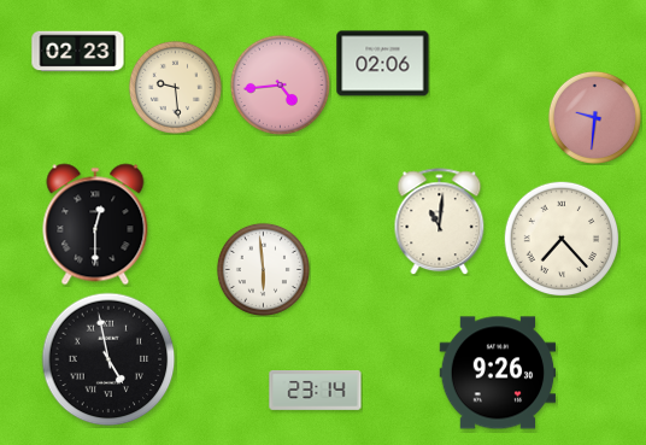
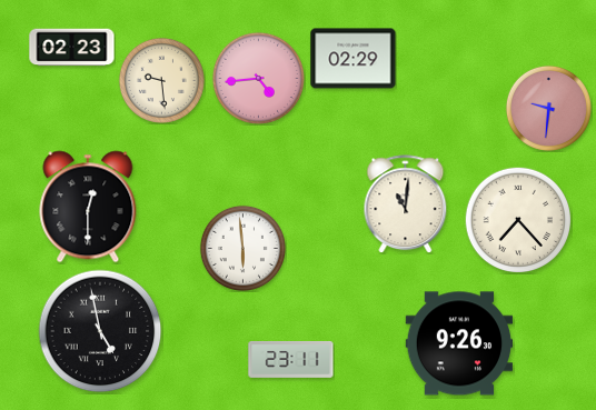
clock at (383, 64): 02:06 -> 02:29
clock at (316, 391): 23:14 -> 23:11
